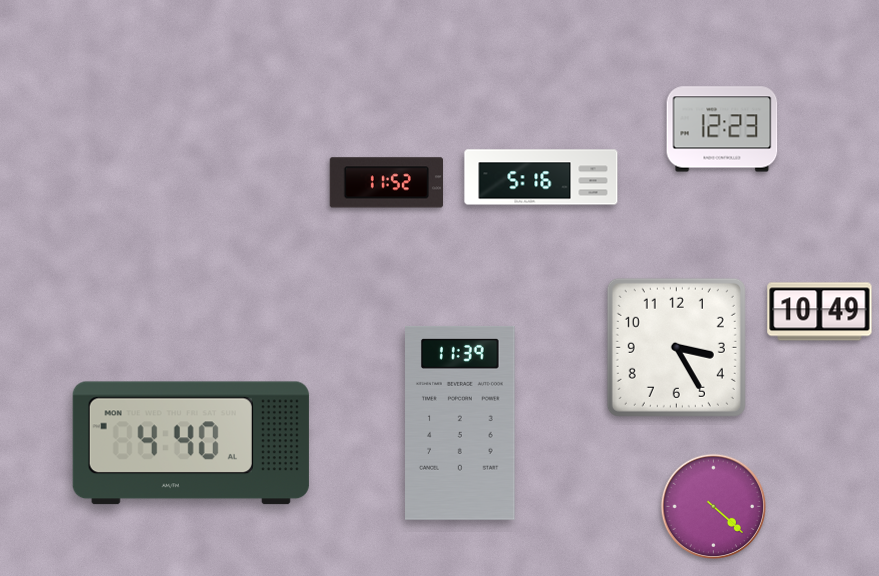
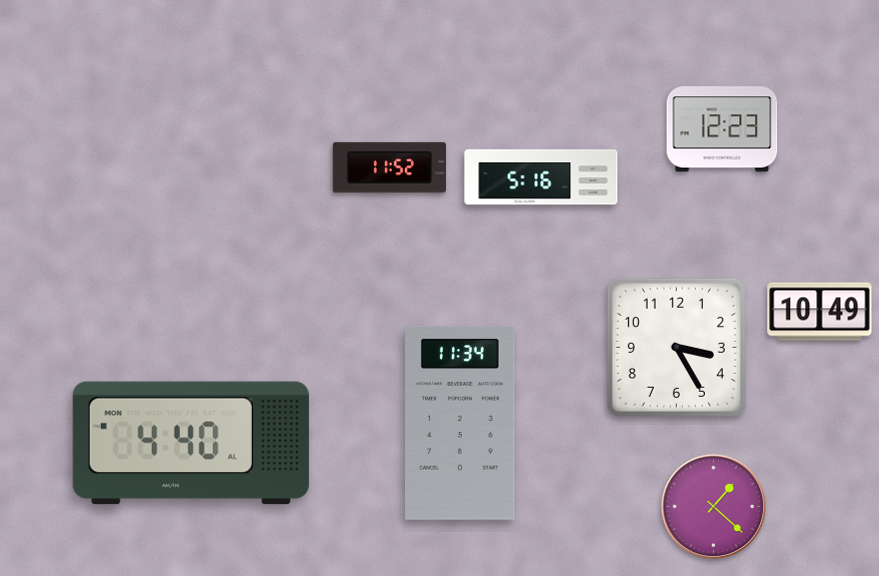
clock at (386, 183) position: (386, 183) -> (389, 168)
clock at (461, 423): 11:39 -> 11:34
clock at (713, 506): 4:22 -> 1:22
